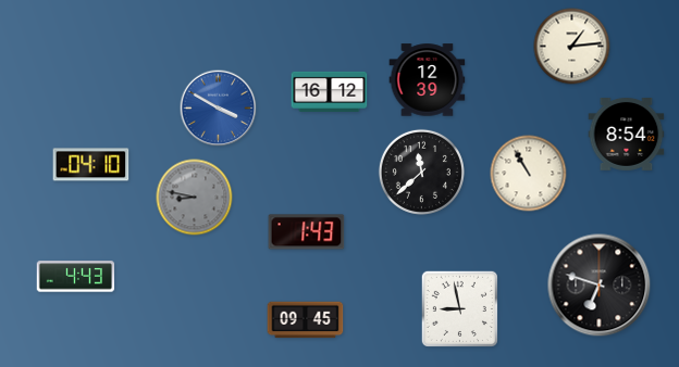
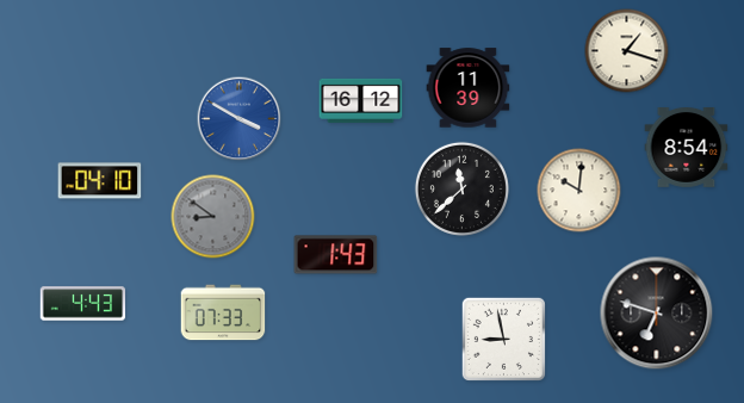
clock at (572, 47): 1:14 -> 1:18
clock at (428, 80): 12:39 -> 11:39
clock at (529, 174): 10:55 -> 10:01
clock at (195, 198): 8:47 -> 8:51
clock at (223, 312): none -> 07:33
clock at (306, 320): 09:45 -> none
